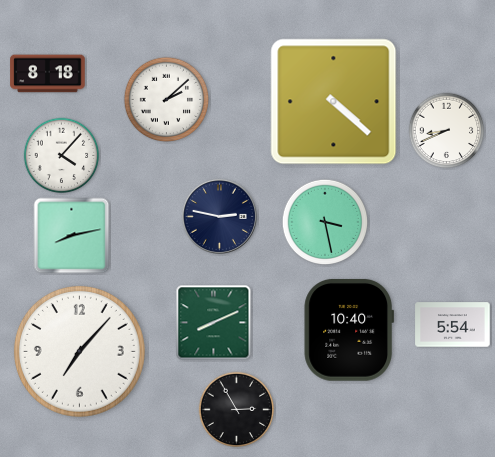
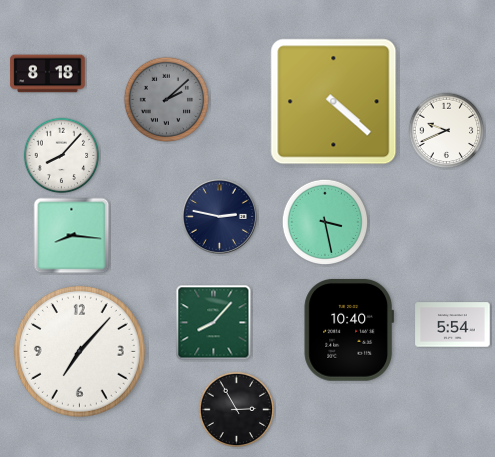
clock at (167, 100) dial: white -> grey
clock at (447, 131): 8:41 -> 9:41
clock at (62, 156): 4:07 -> 8:07
clock at (72, 236): 8:13 -> 8:16
clock at (214, 323): 8:11 -> 8:07
